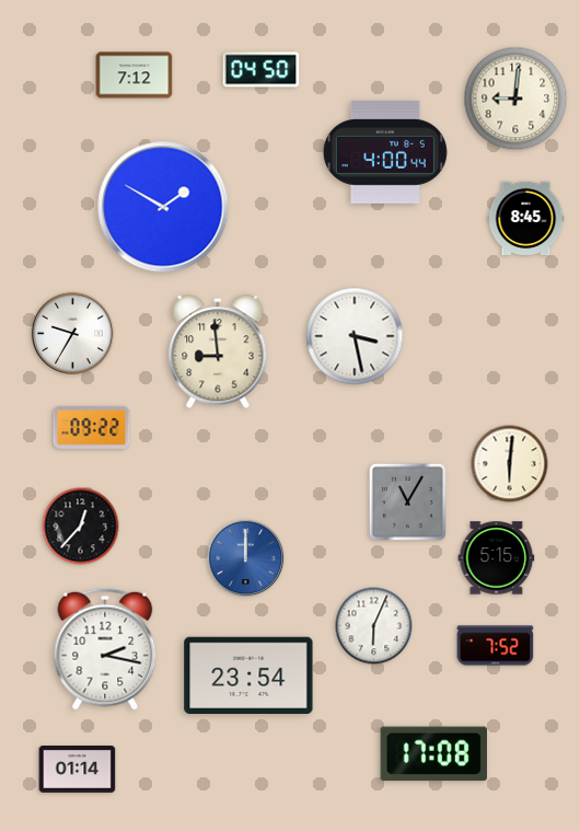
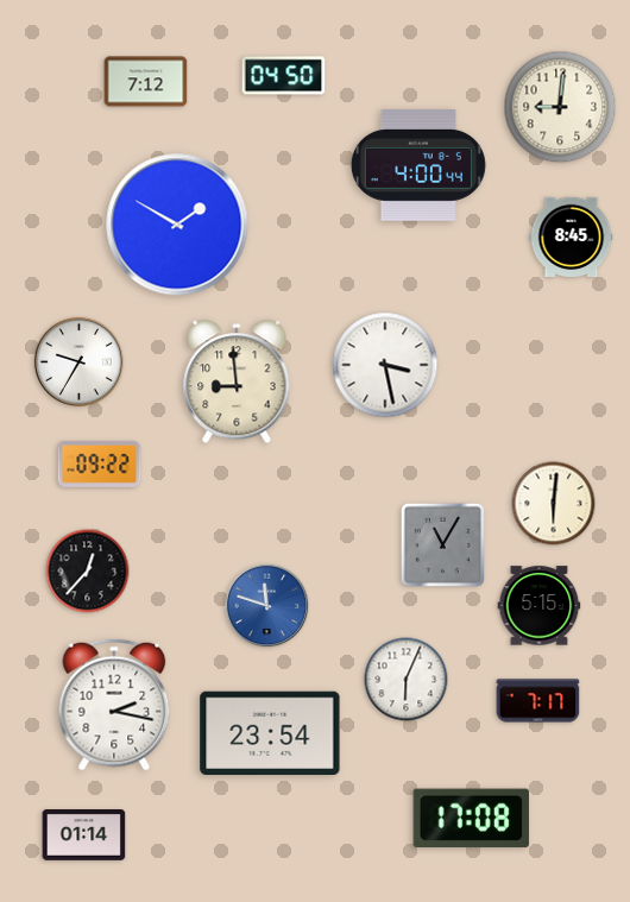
clock at (246, 558): 12:00 -> 11:48
clock at (496, 646): 7:52 -> 7:17
